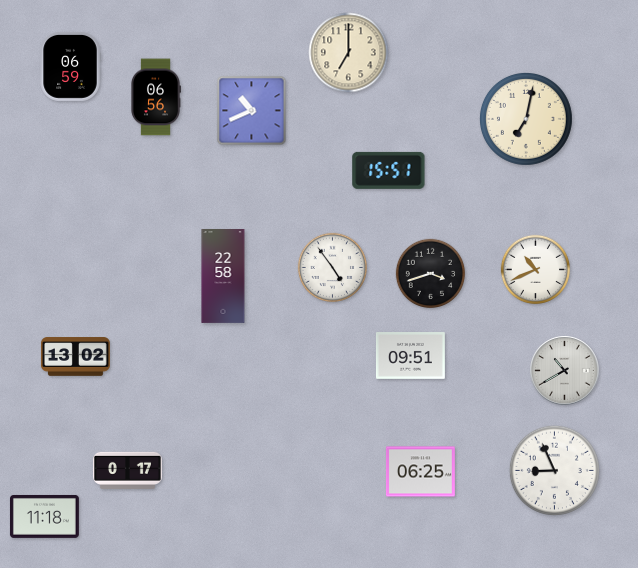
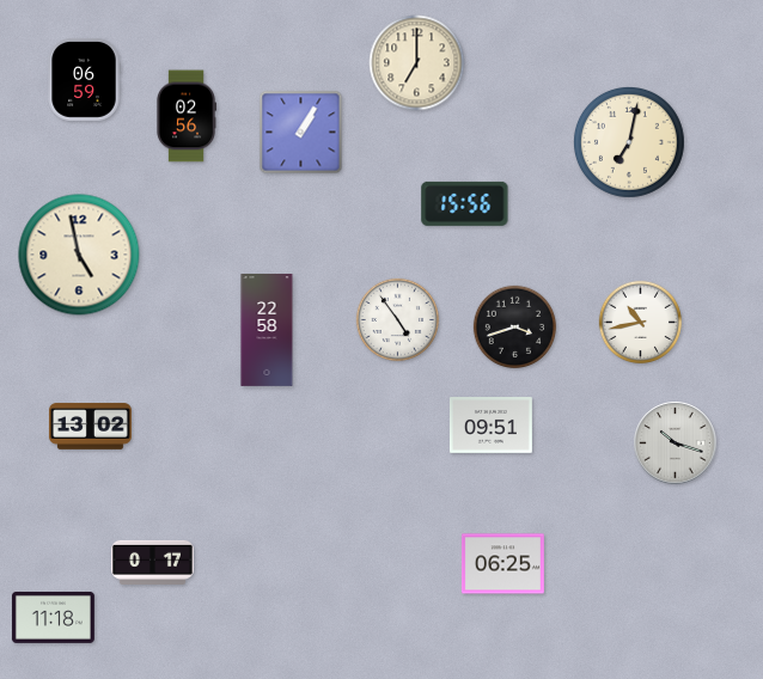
clock at (155, 97): 06:56 -> 02:56
clock at (252, 111): 10:41 -> 1:05
clock at (389, 170): 15:51 -> 15:56
clock at (79, 255): none -> 4:58
clock at (536, 270): 10:41 -> 10:43
clock at (565, 371): 10:40 -> 10:18
clock at (554, 470): 8:56 -> none
